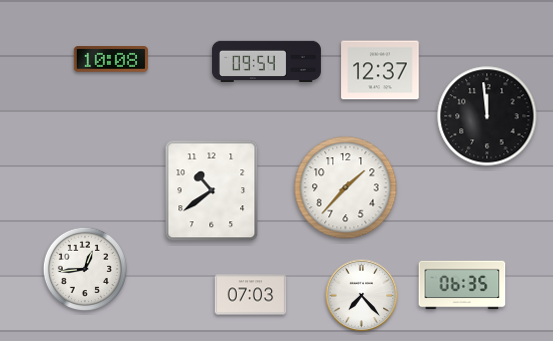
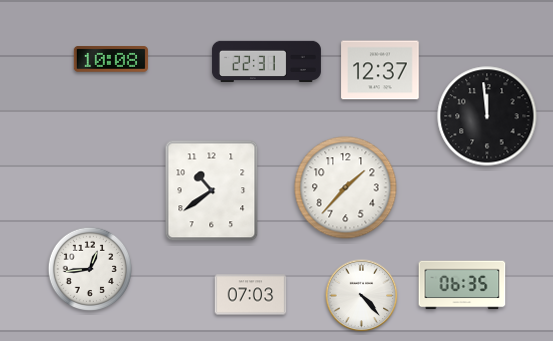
clock at (266, 62): 09:54 -> 22:31
clock at (85, 269) position: (85, 269) -> (90, 269)
clock at (362, 296): 7:23 -> 4:23
